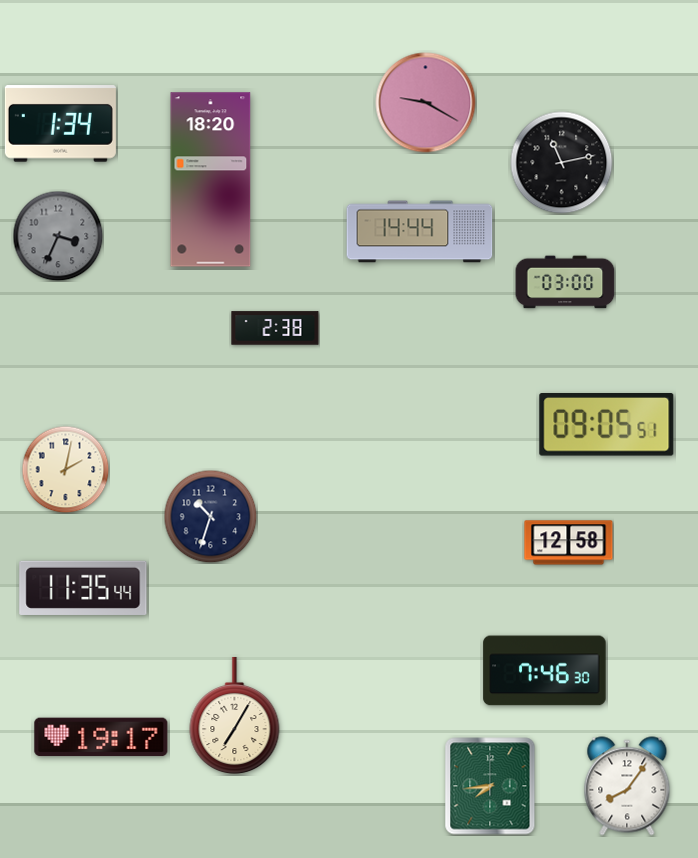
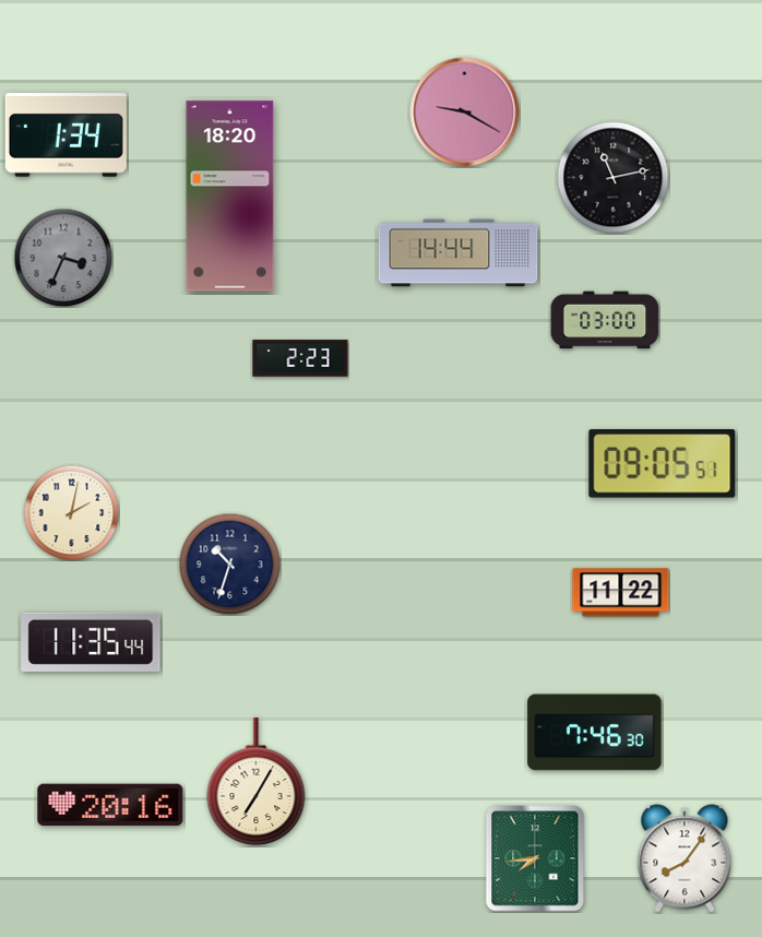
clock at (565, 282) position: (565, 282) -> (605, 320)
clock at (275, 328): 2:38 -> 2:23
clock at (569, 543): 12:58 -> 11:22
clock at (101, 737): 19:17 -> 20:16
